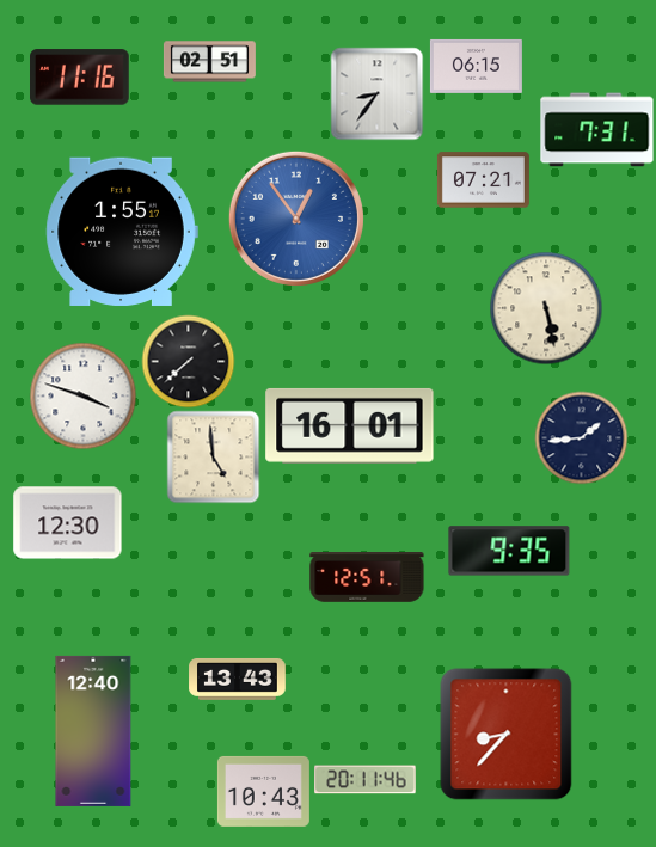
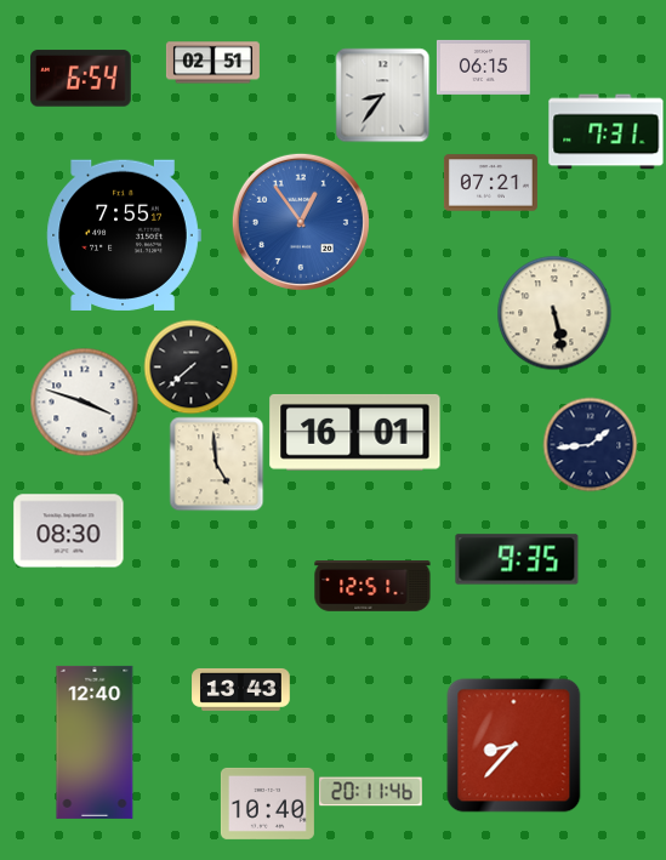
clock at (80, 78): 11:16 -> 6:54
clock at (122, 232): 1:55 -> 7:55
clock at (68, 523): 12:30 -> 08:30
clock at (263, 791): 10:43 -> 10:40
